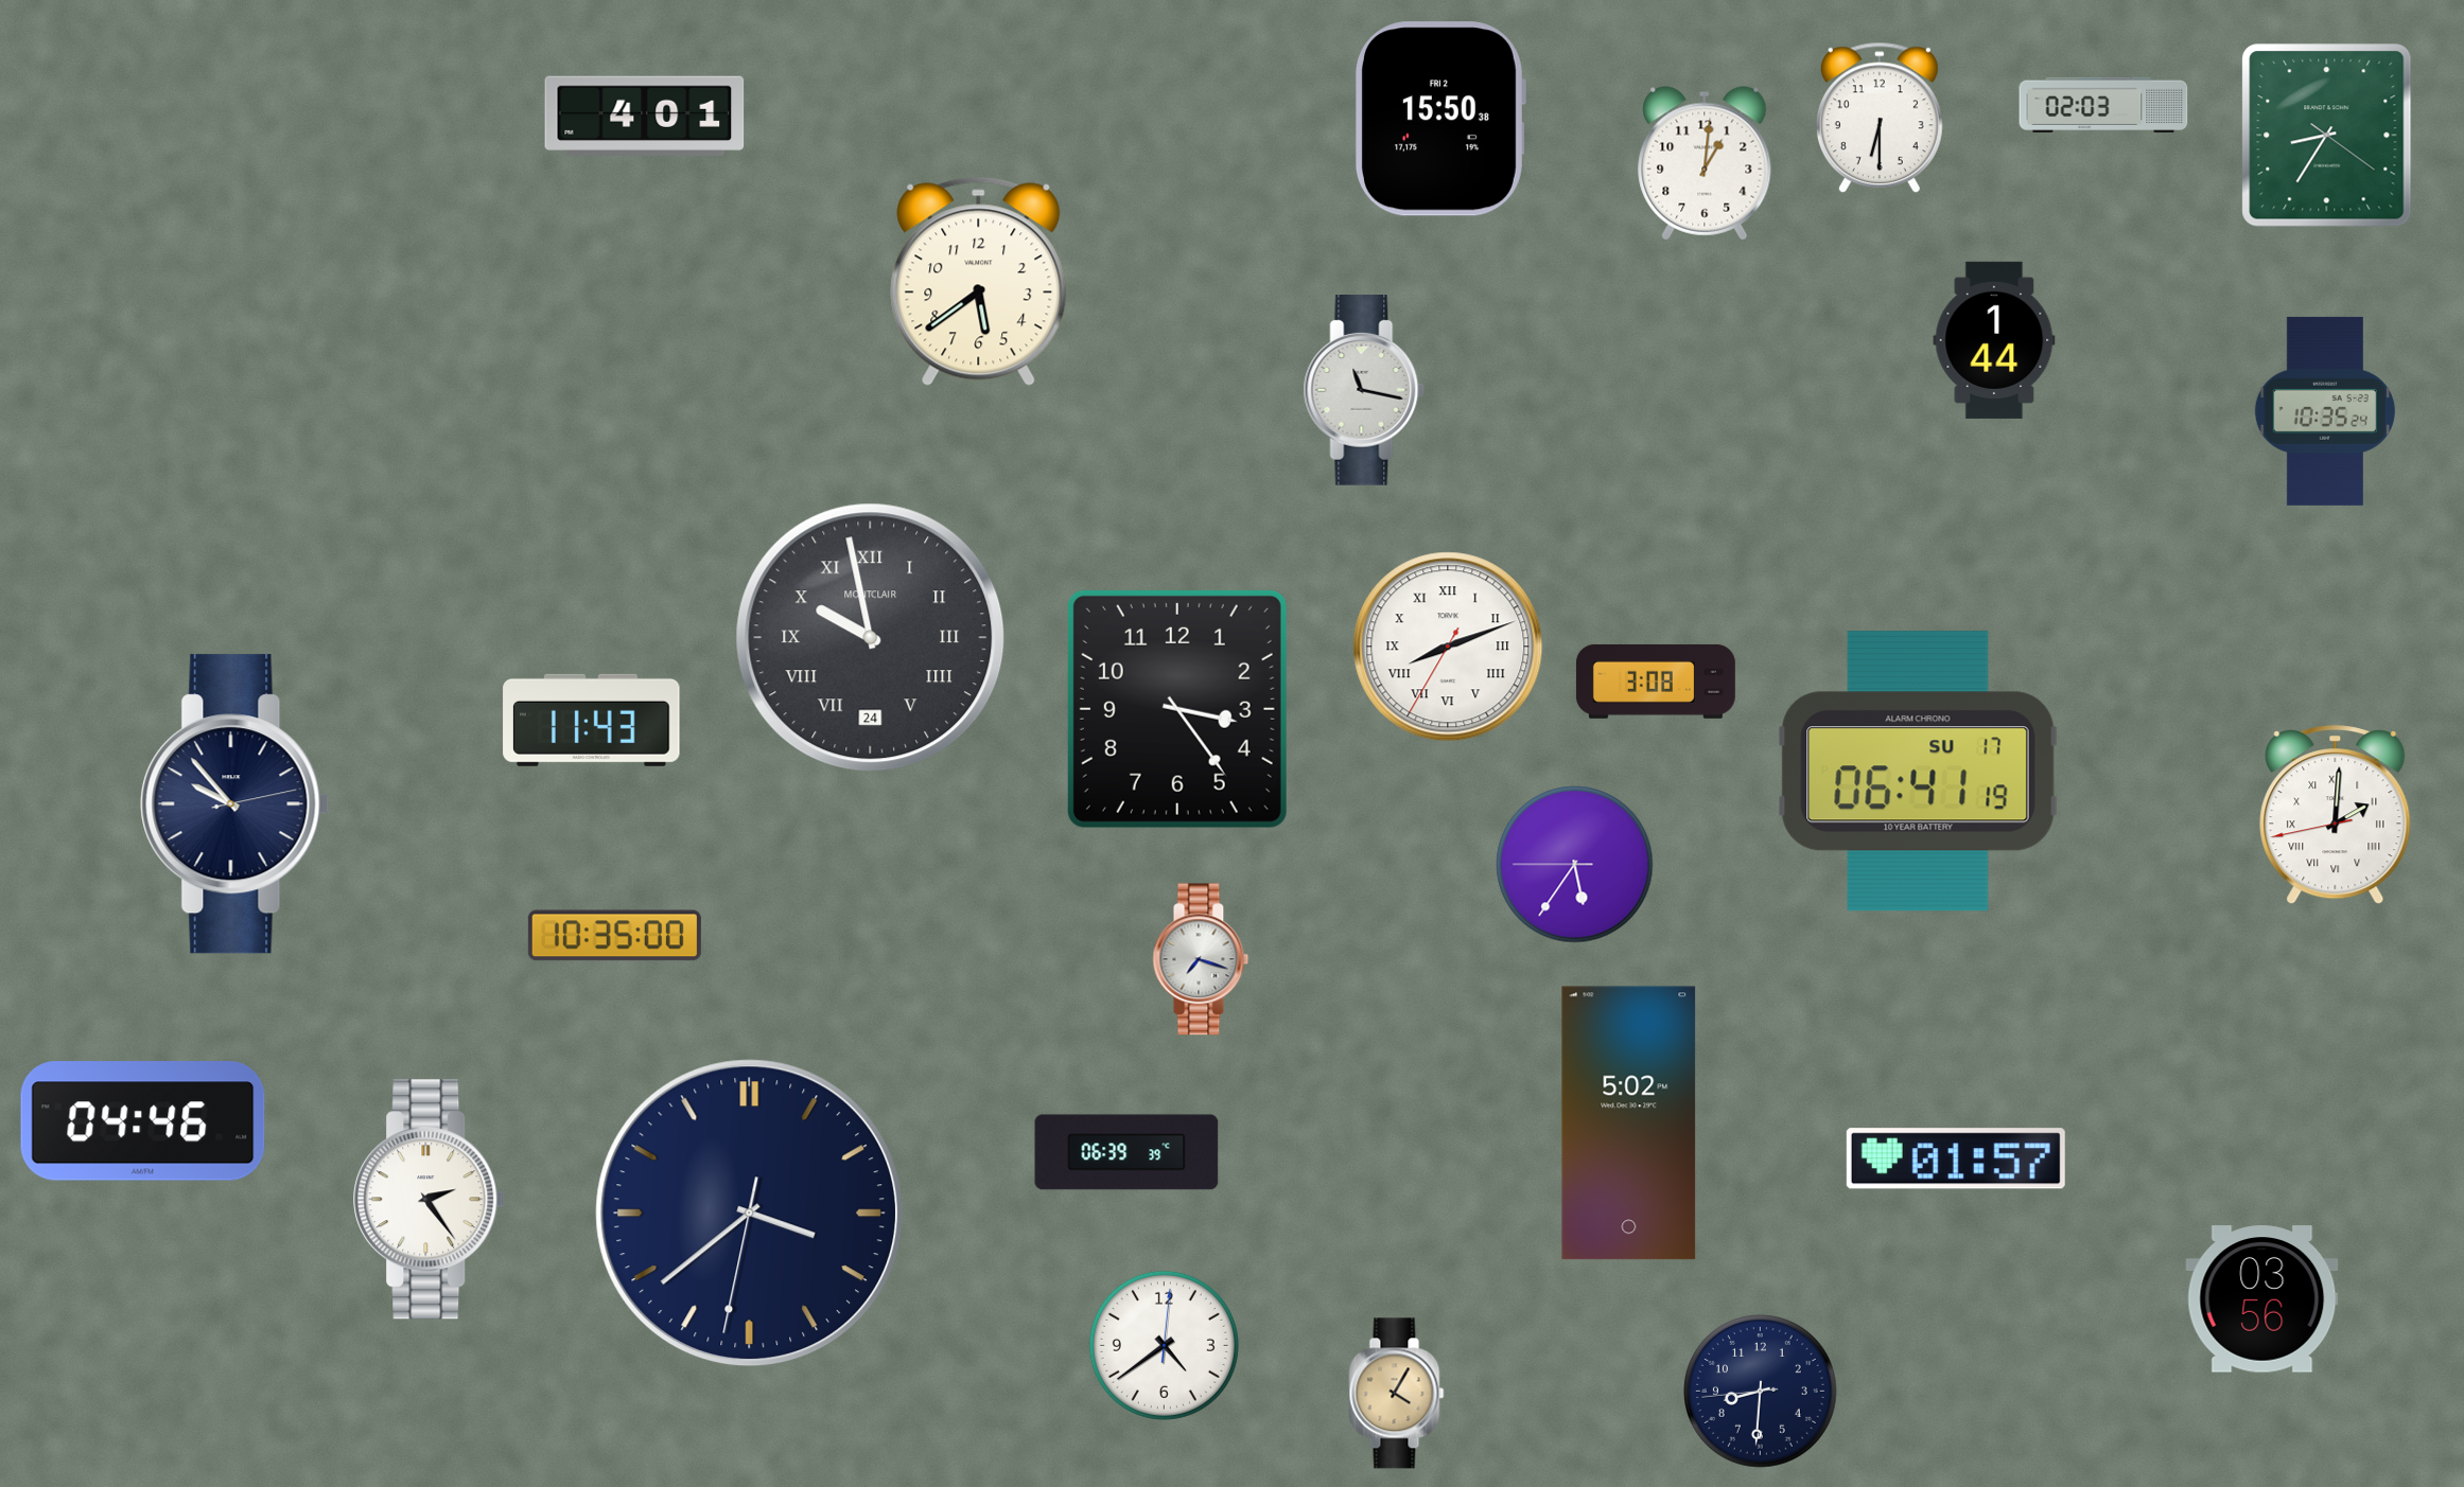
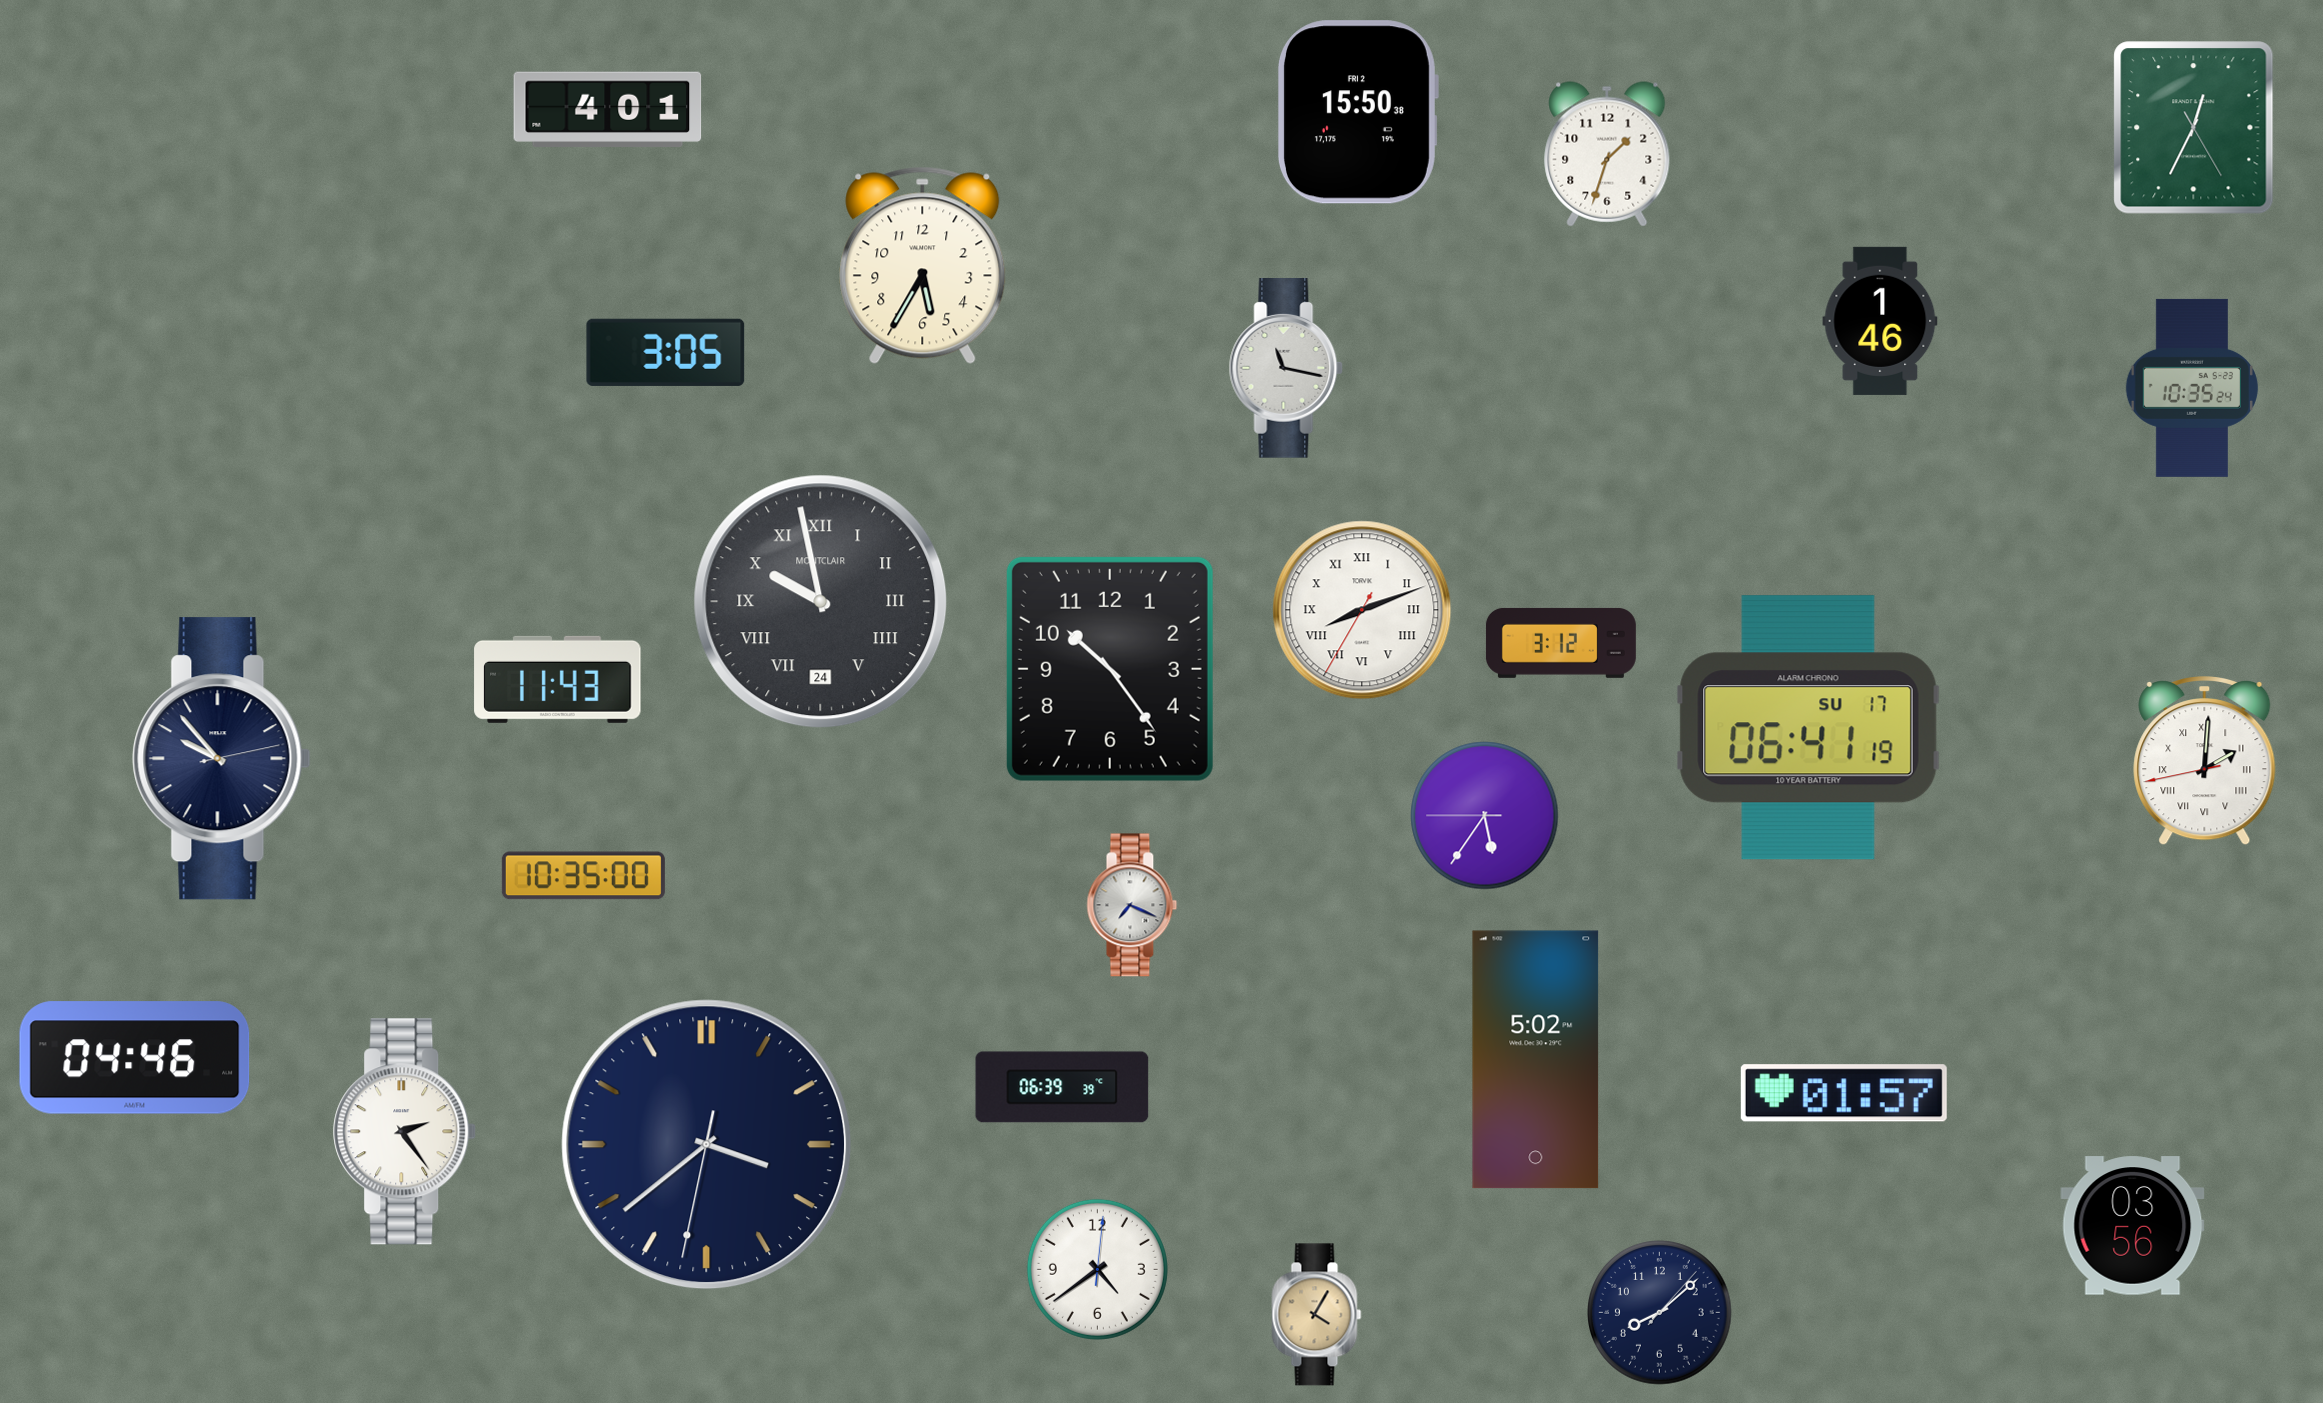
clock at (2103, 105): 02:03 -> none
clock at (1880, 118): 6:30 -> none
clock at (2327, 136): 8:35 -> 12:34
clock at (1705, 163): 1:01 -> 1:33
clock at (979, 282): 5:39 -> 5:35
clock at (1994, 340): 1:44 -> 1:46
clock at (666, 352): none -> 3:05
clock at (1448, 647) position: (1448, 647) -> (1362, 610)
clock at (1656, 681): 3:08 -> 3:12
clock at (1177, 709): 3:24 -> 10:24
clock at (2336, 816) position: (2336, 816) -> (2205, 762)
clock at (614, 936) position: (614, 936) -> (583, 876)
clock at (1201, 959): 7:18 -> 7:19
clock at (1761, 1392): 8:30 -> 8:08
